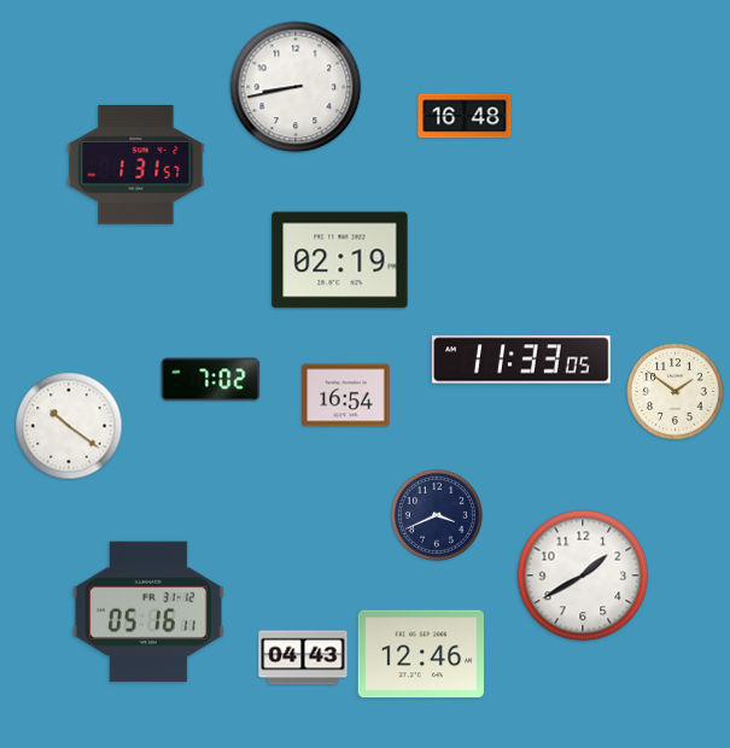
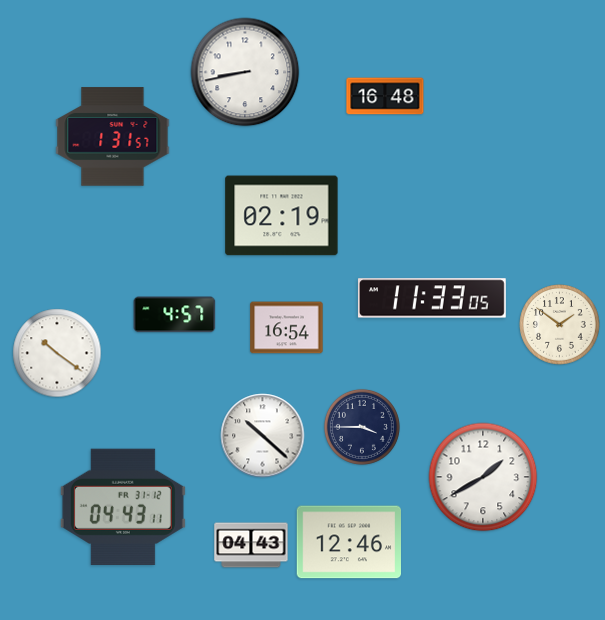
clock at (211, 380): 7:02 -> 4:57
clock at (437, 515): 3:41 -> 3:45
clock at (263, 436): none -> 10:22
clock at (148, 612): 05:16 -> 04:43
